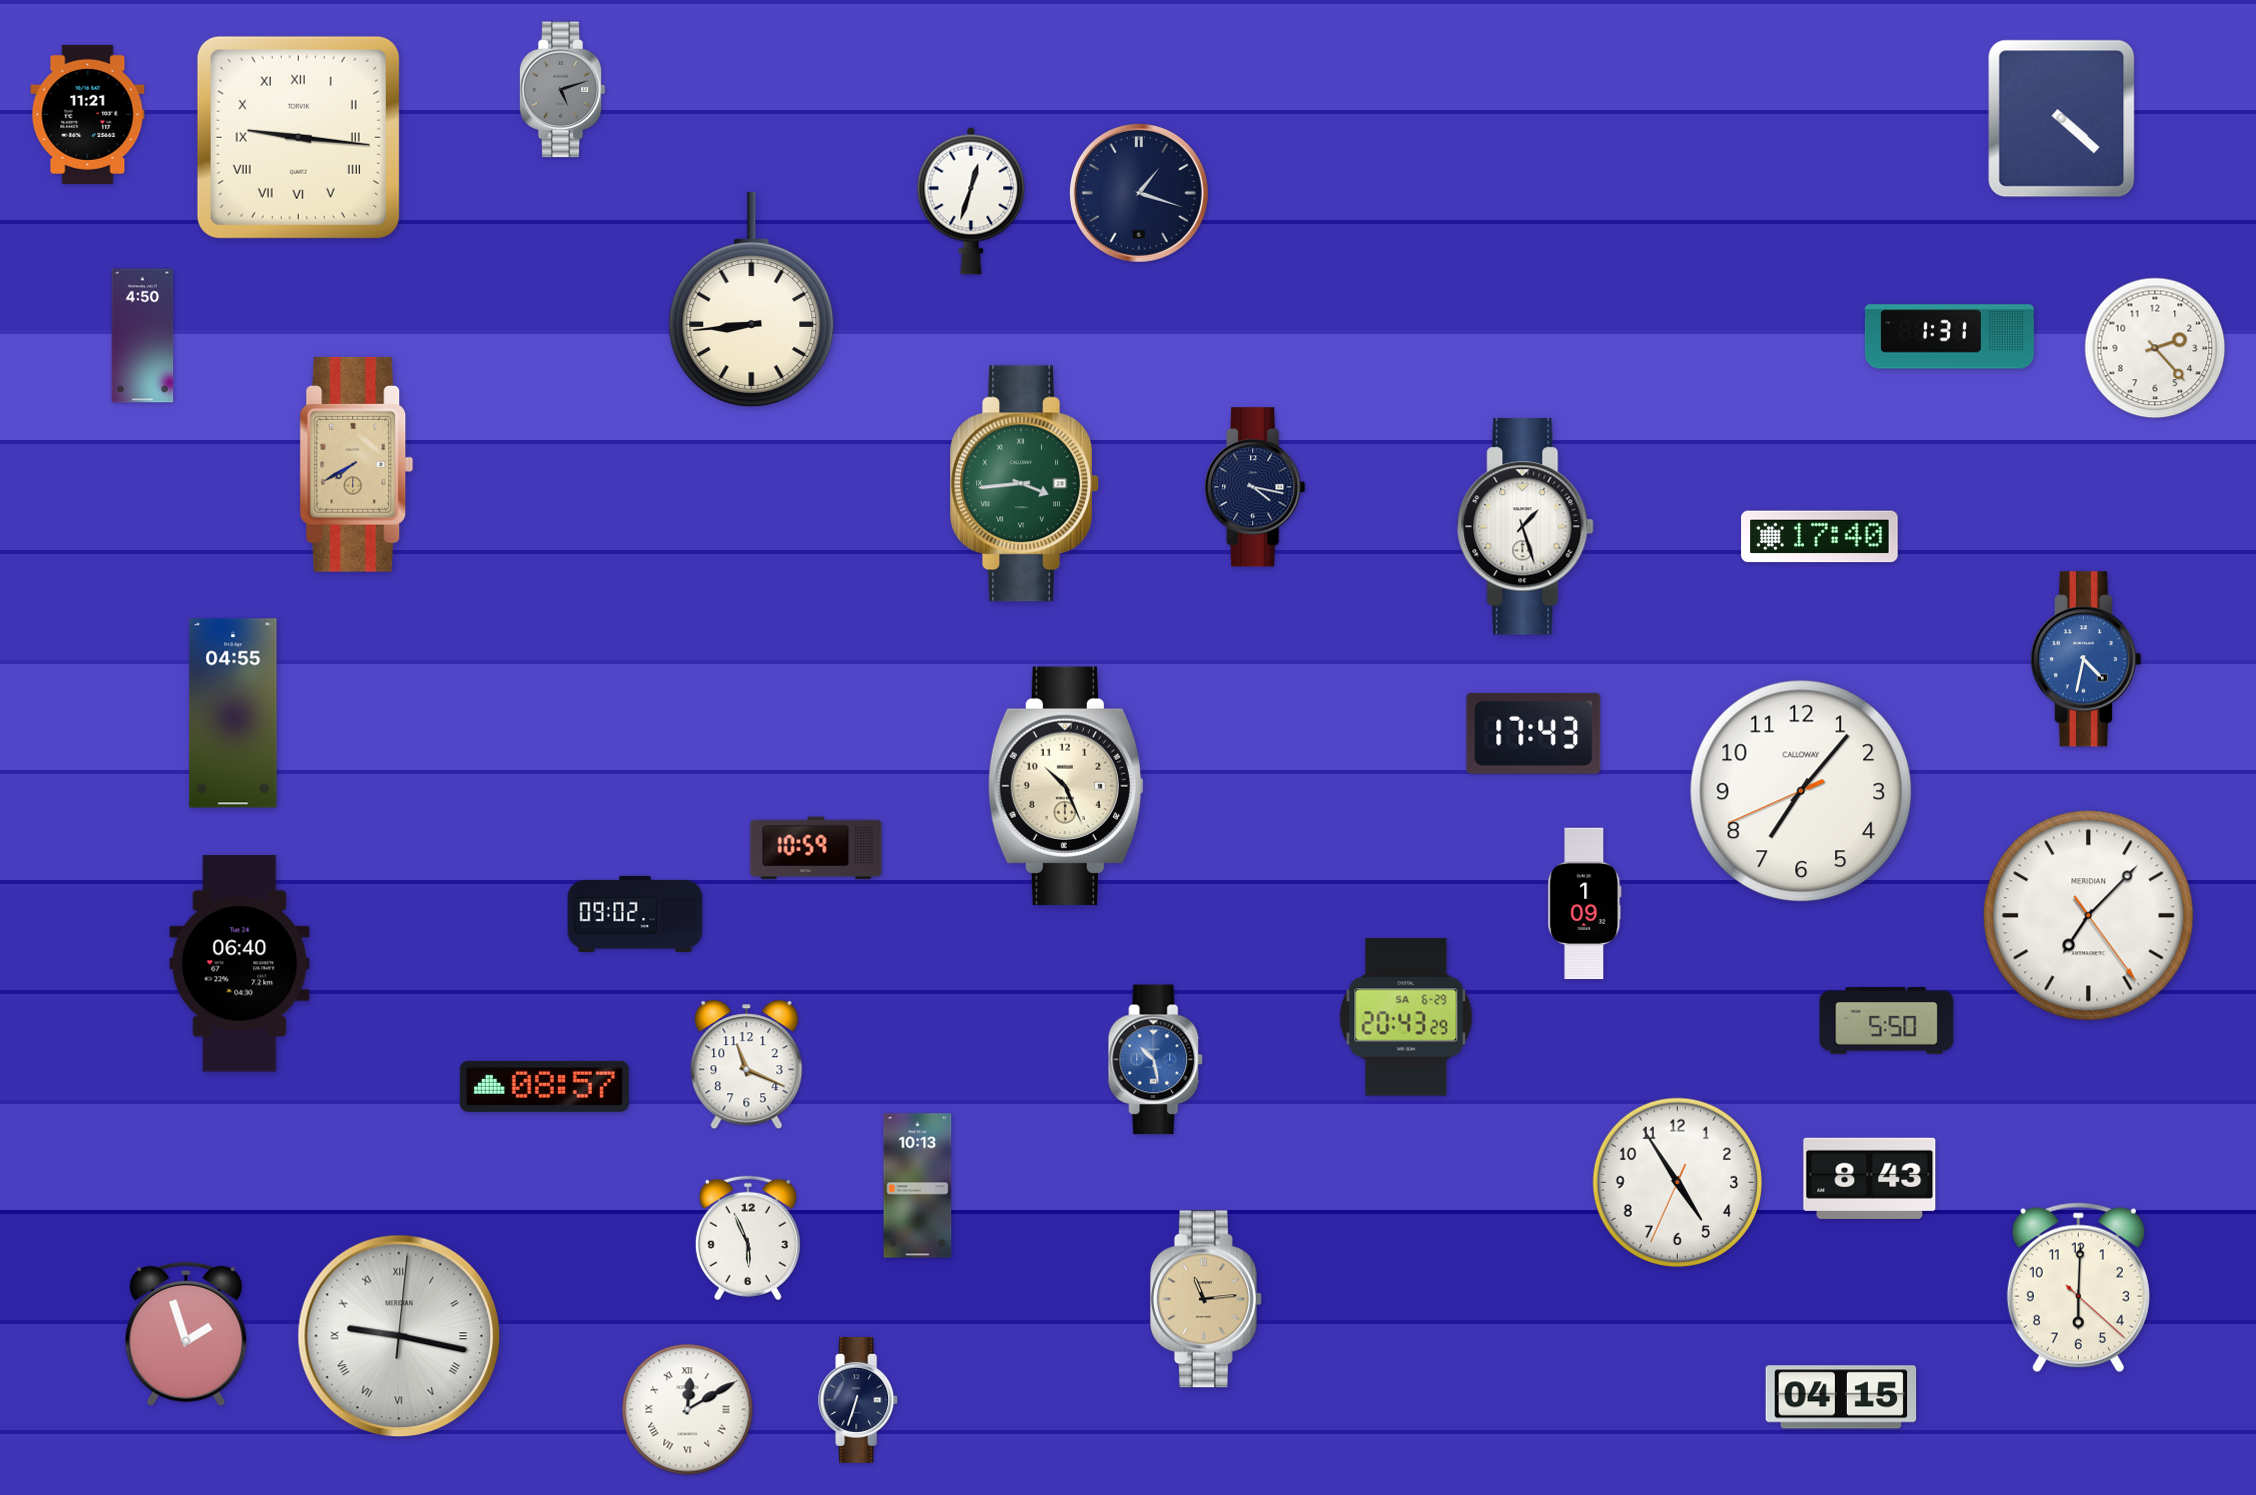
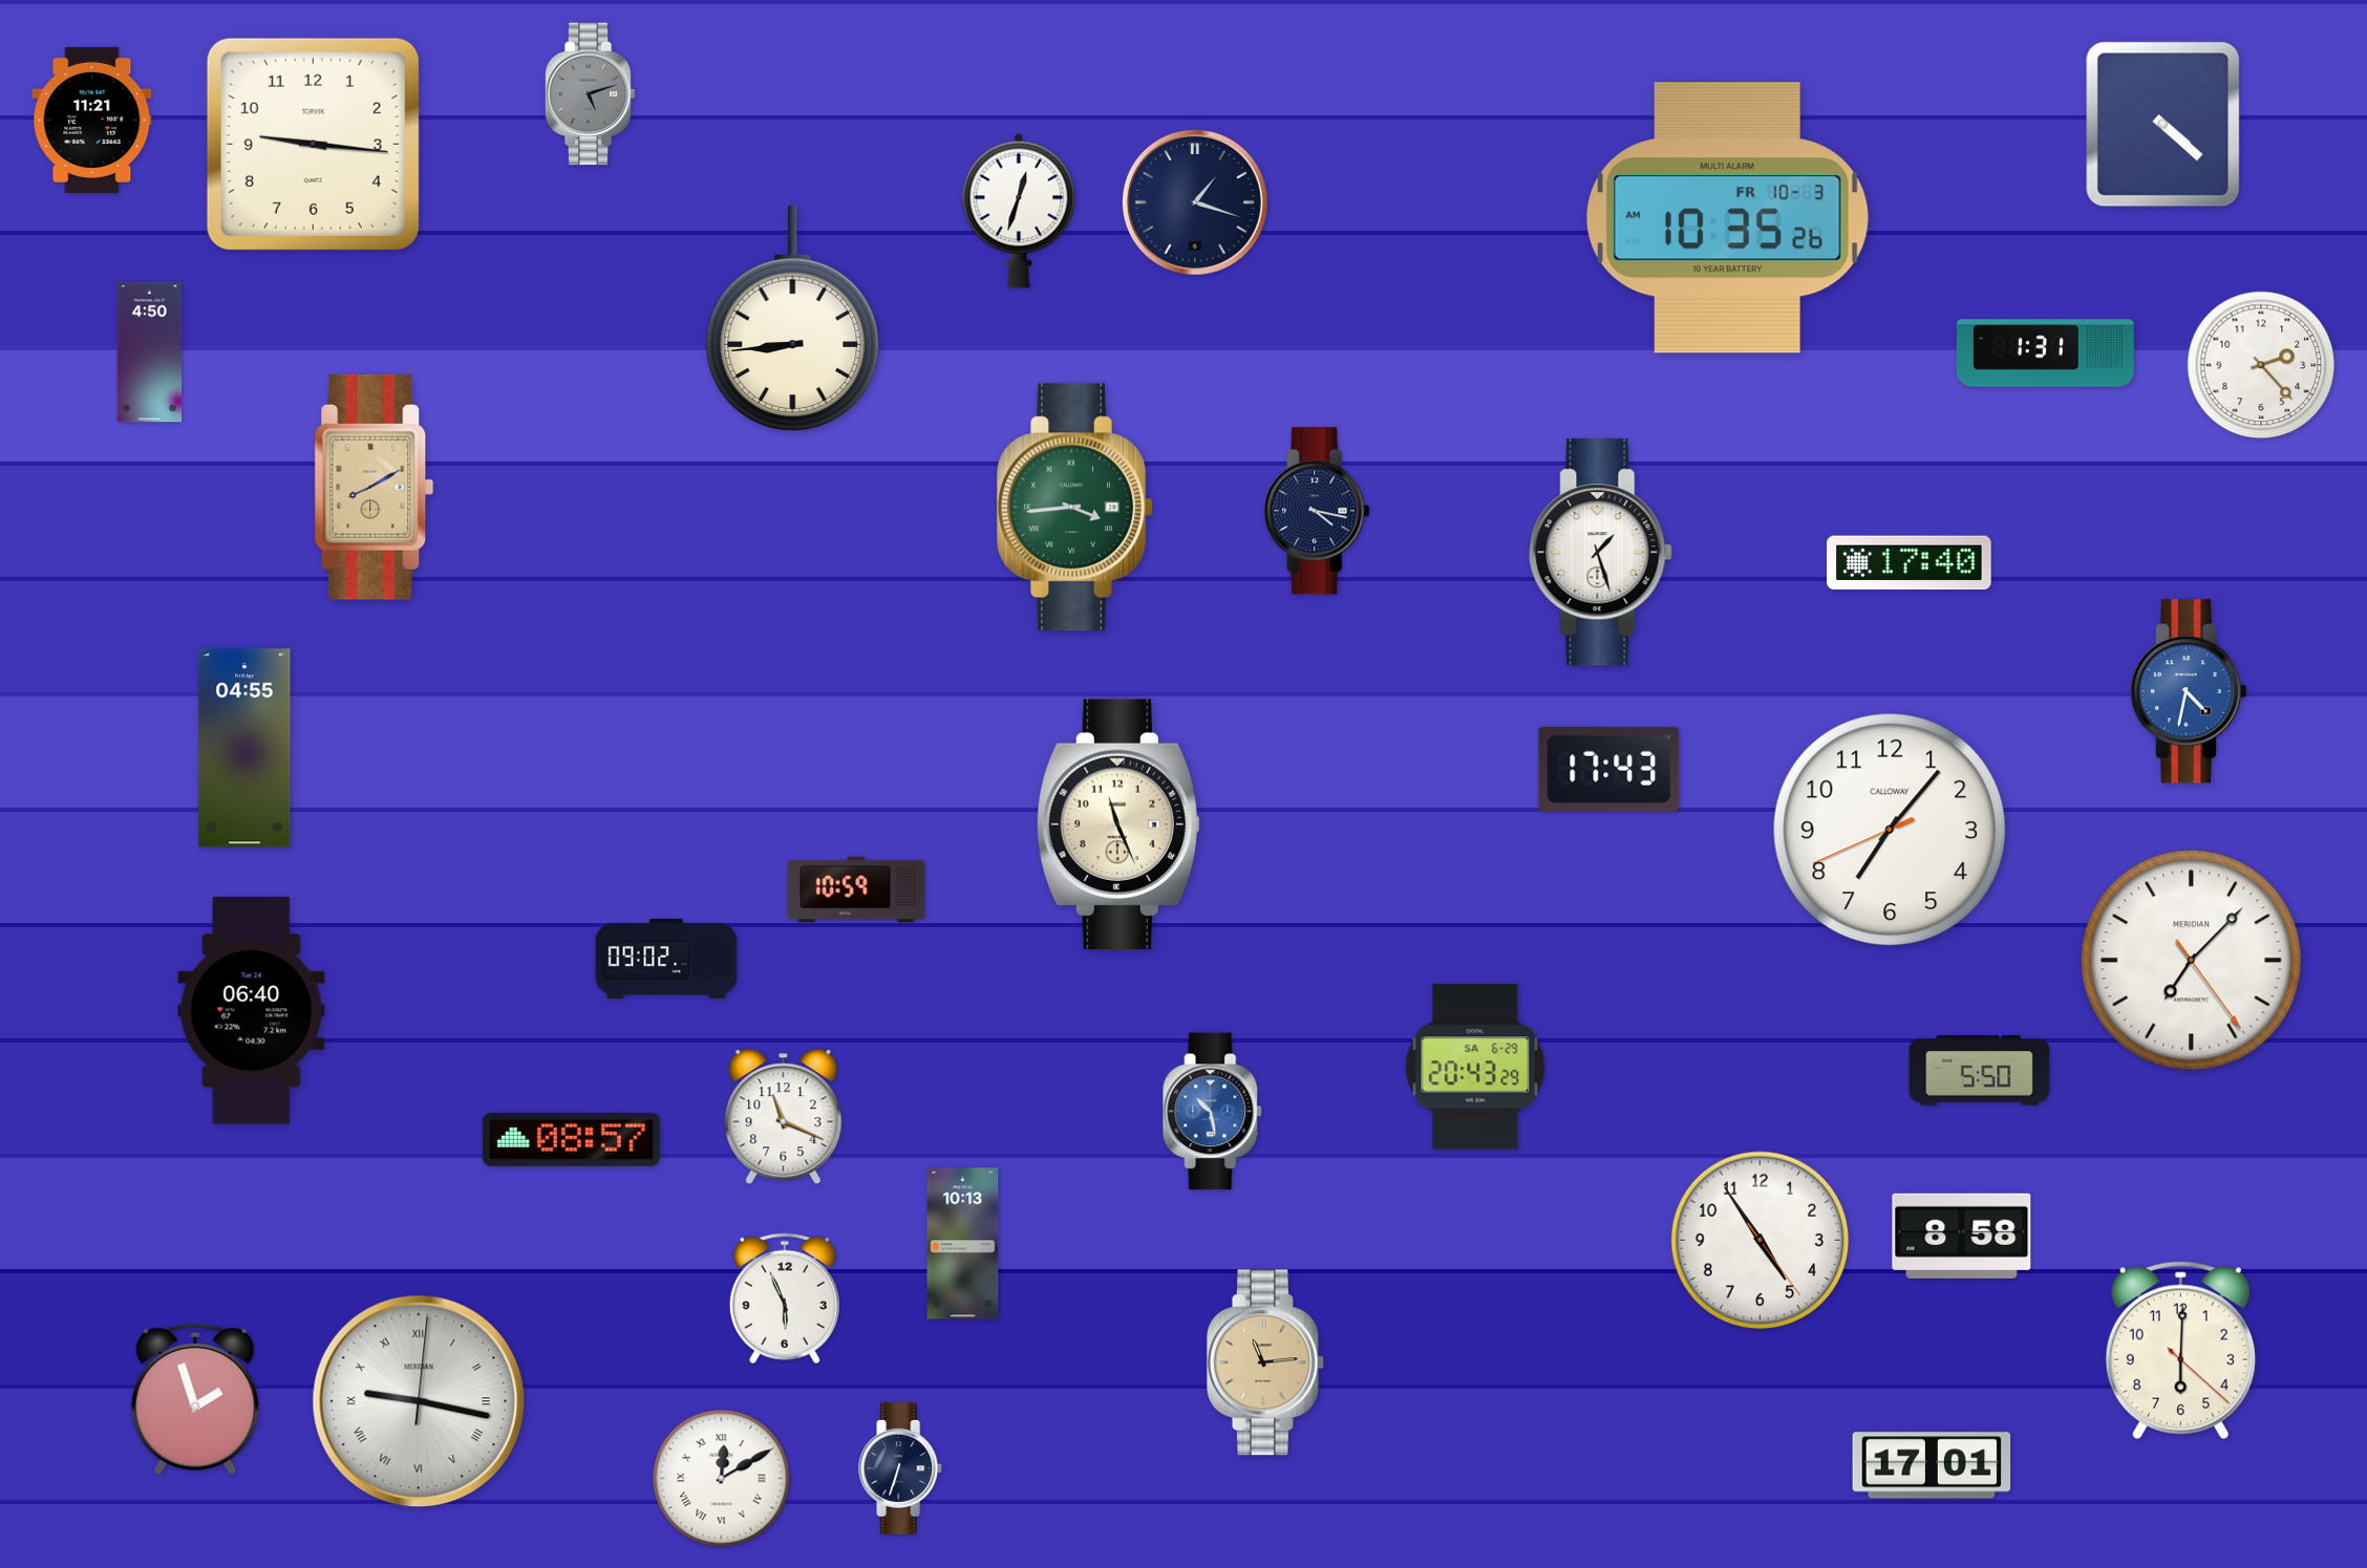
clock at (298, 137) numerals: Roman -> Arabic
clock at (1727, 218): none -> 10:35
clock at (752, 299) position: (752, 299) -> (793, 318)
clock at (357, 464): 7:40 -> 8:10
clock at (1066, 785): 10:26 -> 11:26
clock at (1585, 904): 1:09 -> none
clock at (1870, 1178): 8:43 -> 8:58
clock at (1678, 1183): 4:54:34 -> 4:54:24
clock at (1841, 1397): 04:15 -> 17:01
